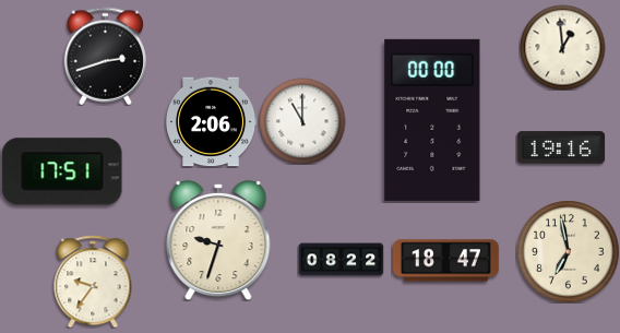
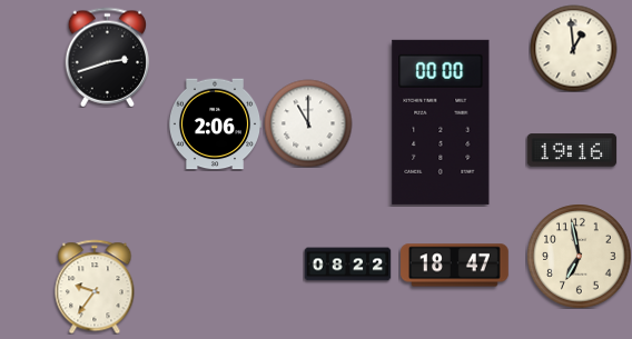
clock at (62, 171): 17:51 -> none
clock at (218, 240): 9:33 -> none
